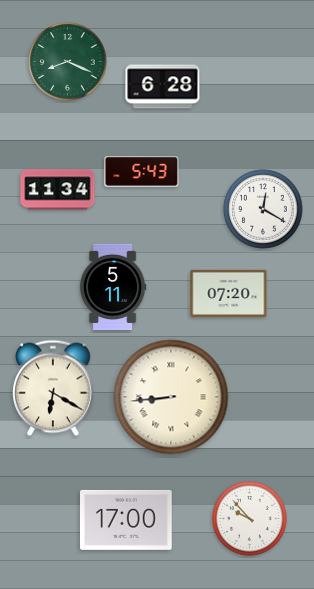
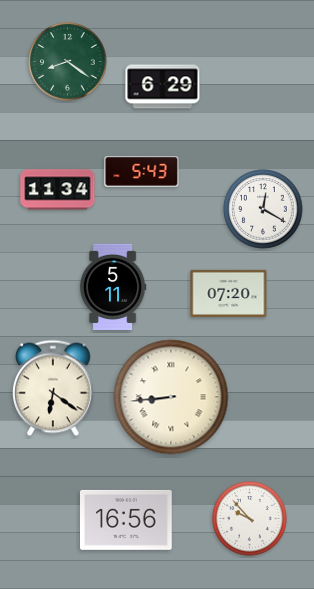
clock at (68, 62): 8:19 -> 8:21
clock at (163, 87): 6:28 -> 6:29
clock at (53, 388): 6:20 -> 6:21
clock at (126, 520): 17:00 -> 16:56
